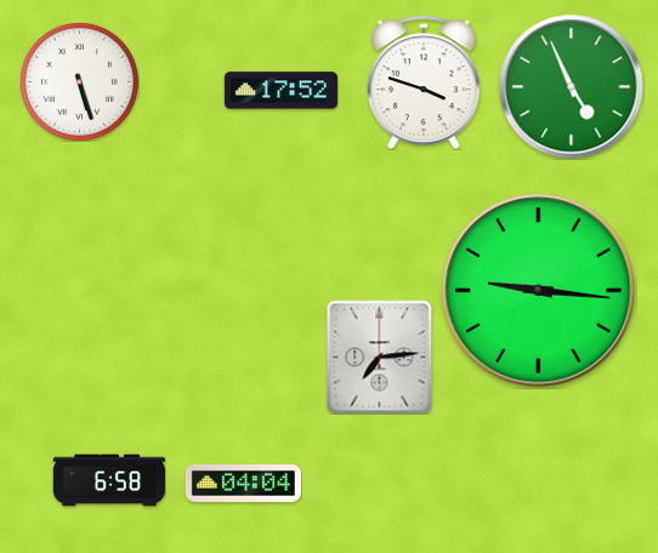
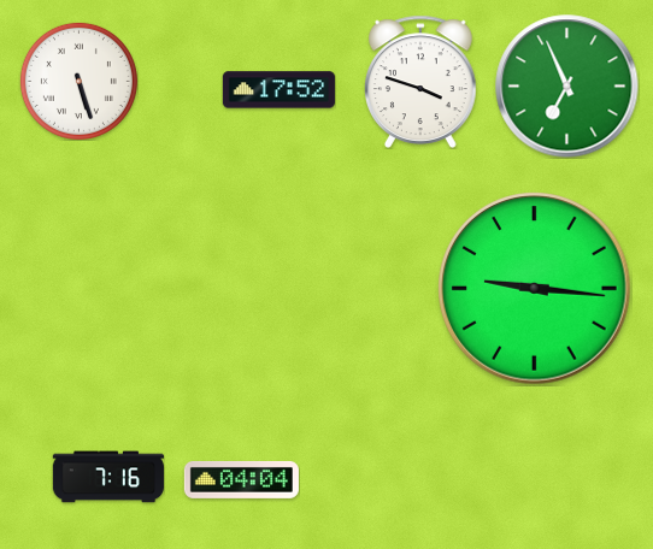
clock at (572, 87): 4:56 -> 6:56
clock at (380, 357): 7:14 -> none
clock at (109, 480): 6:58 -> 7:16
